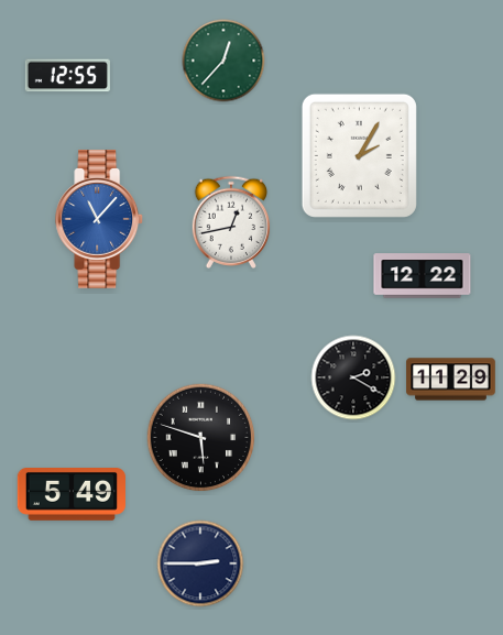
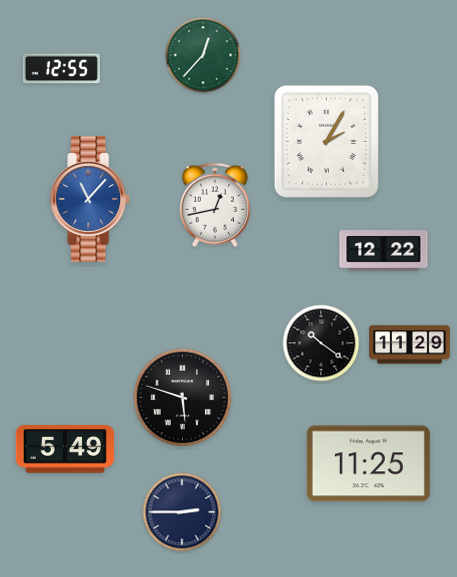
clock at (231, 222) position: (231, 222) -> (215, 205)
clock at (353, 377): 2:20 -> 10:21
clock at (368, 464): none -> 11:25
